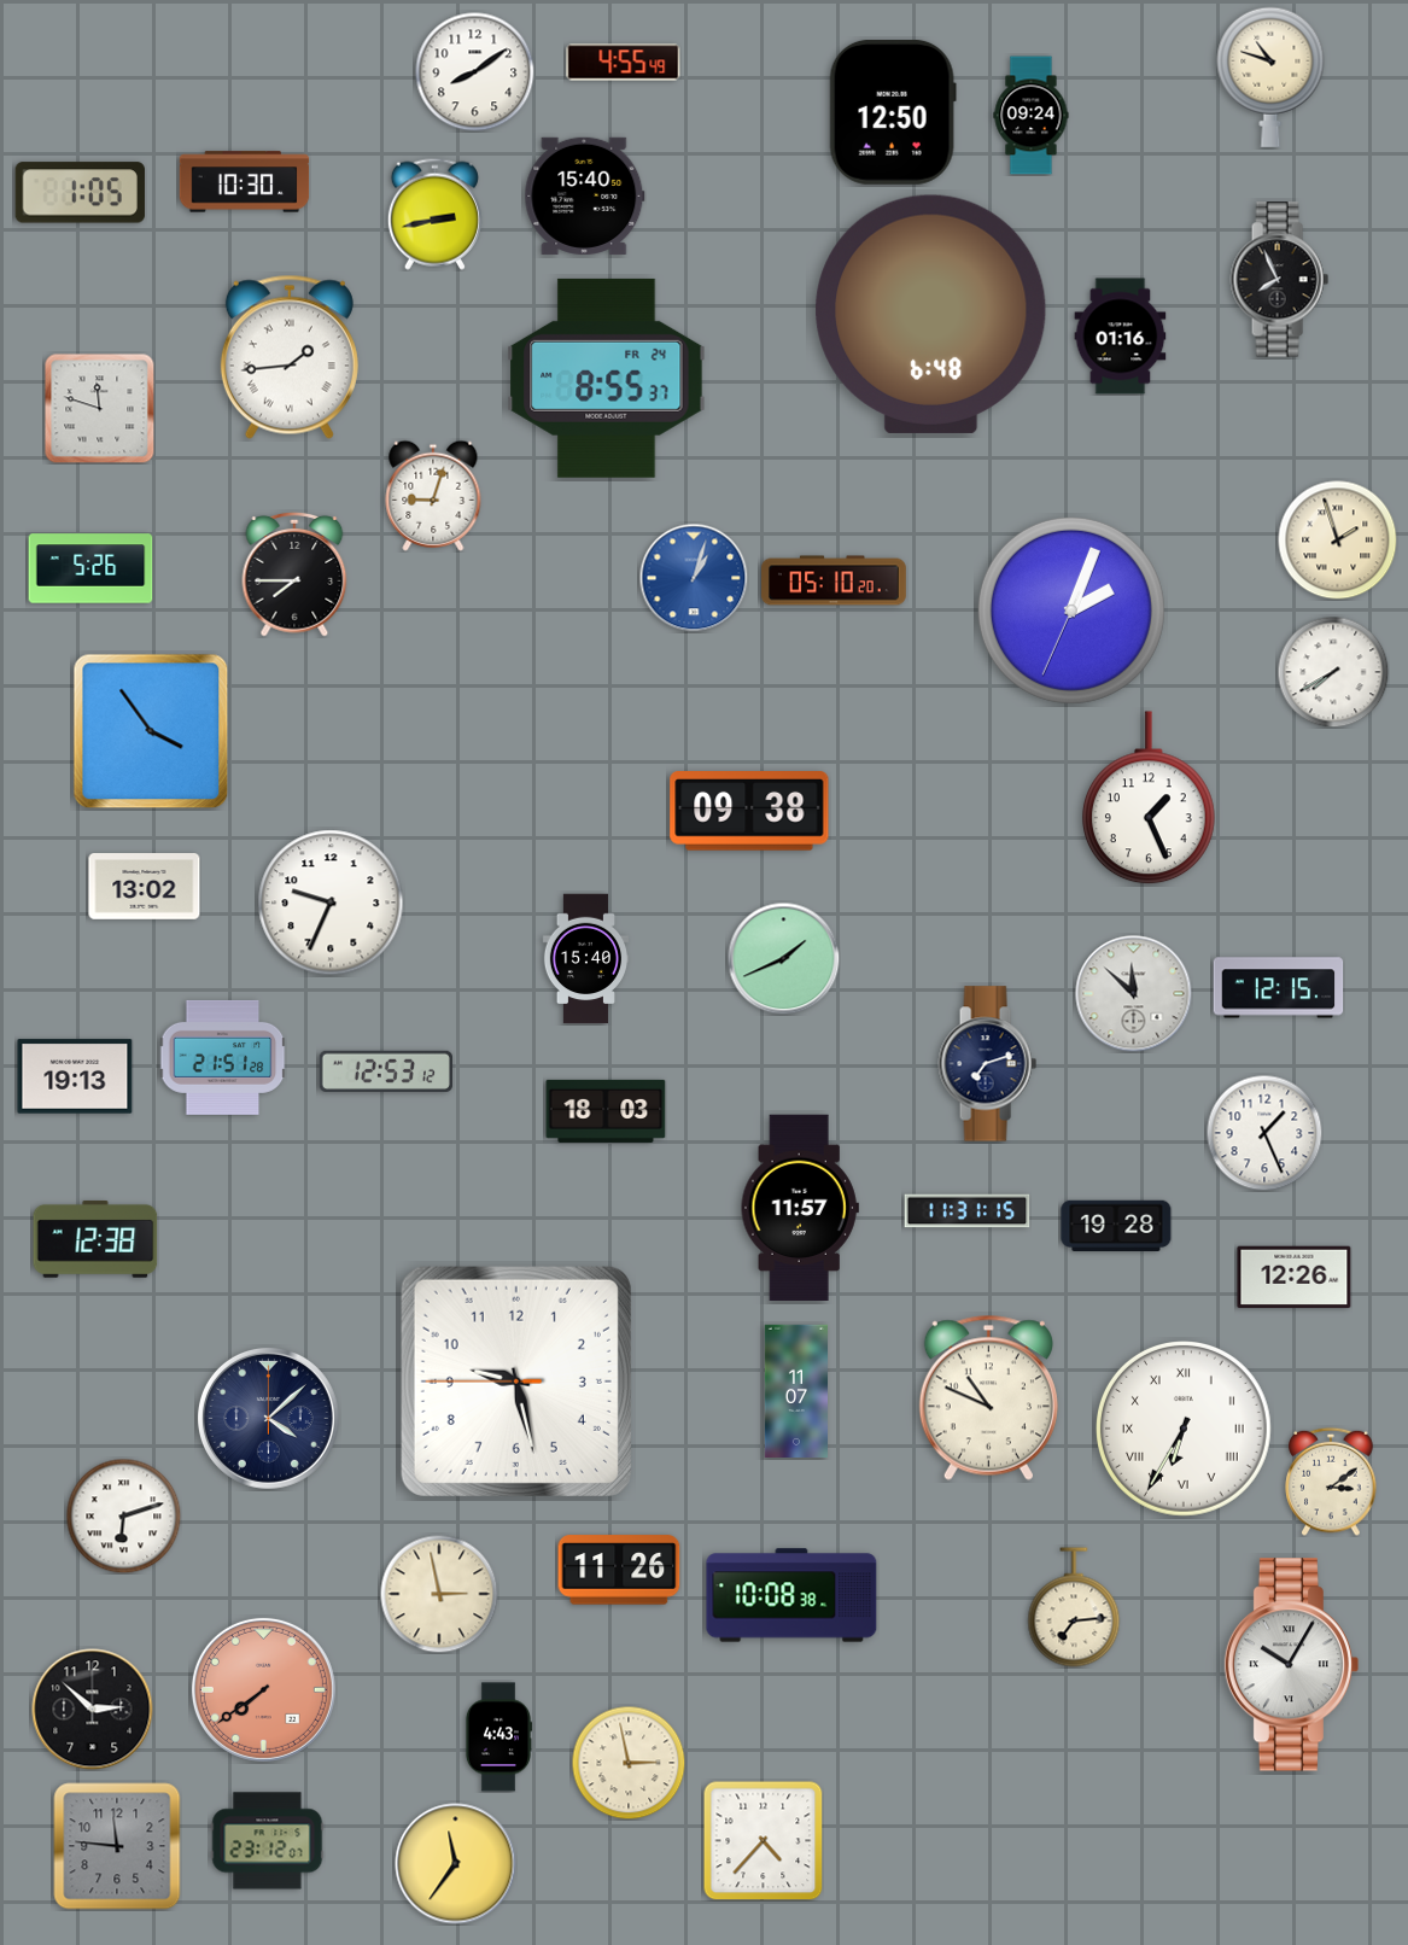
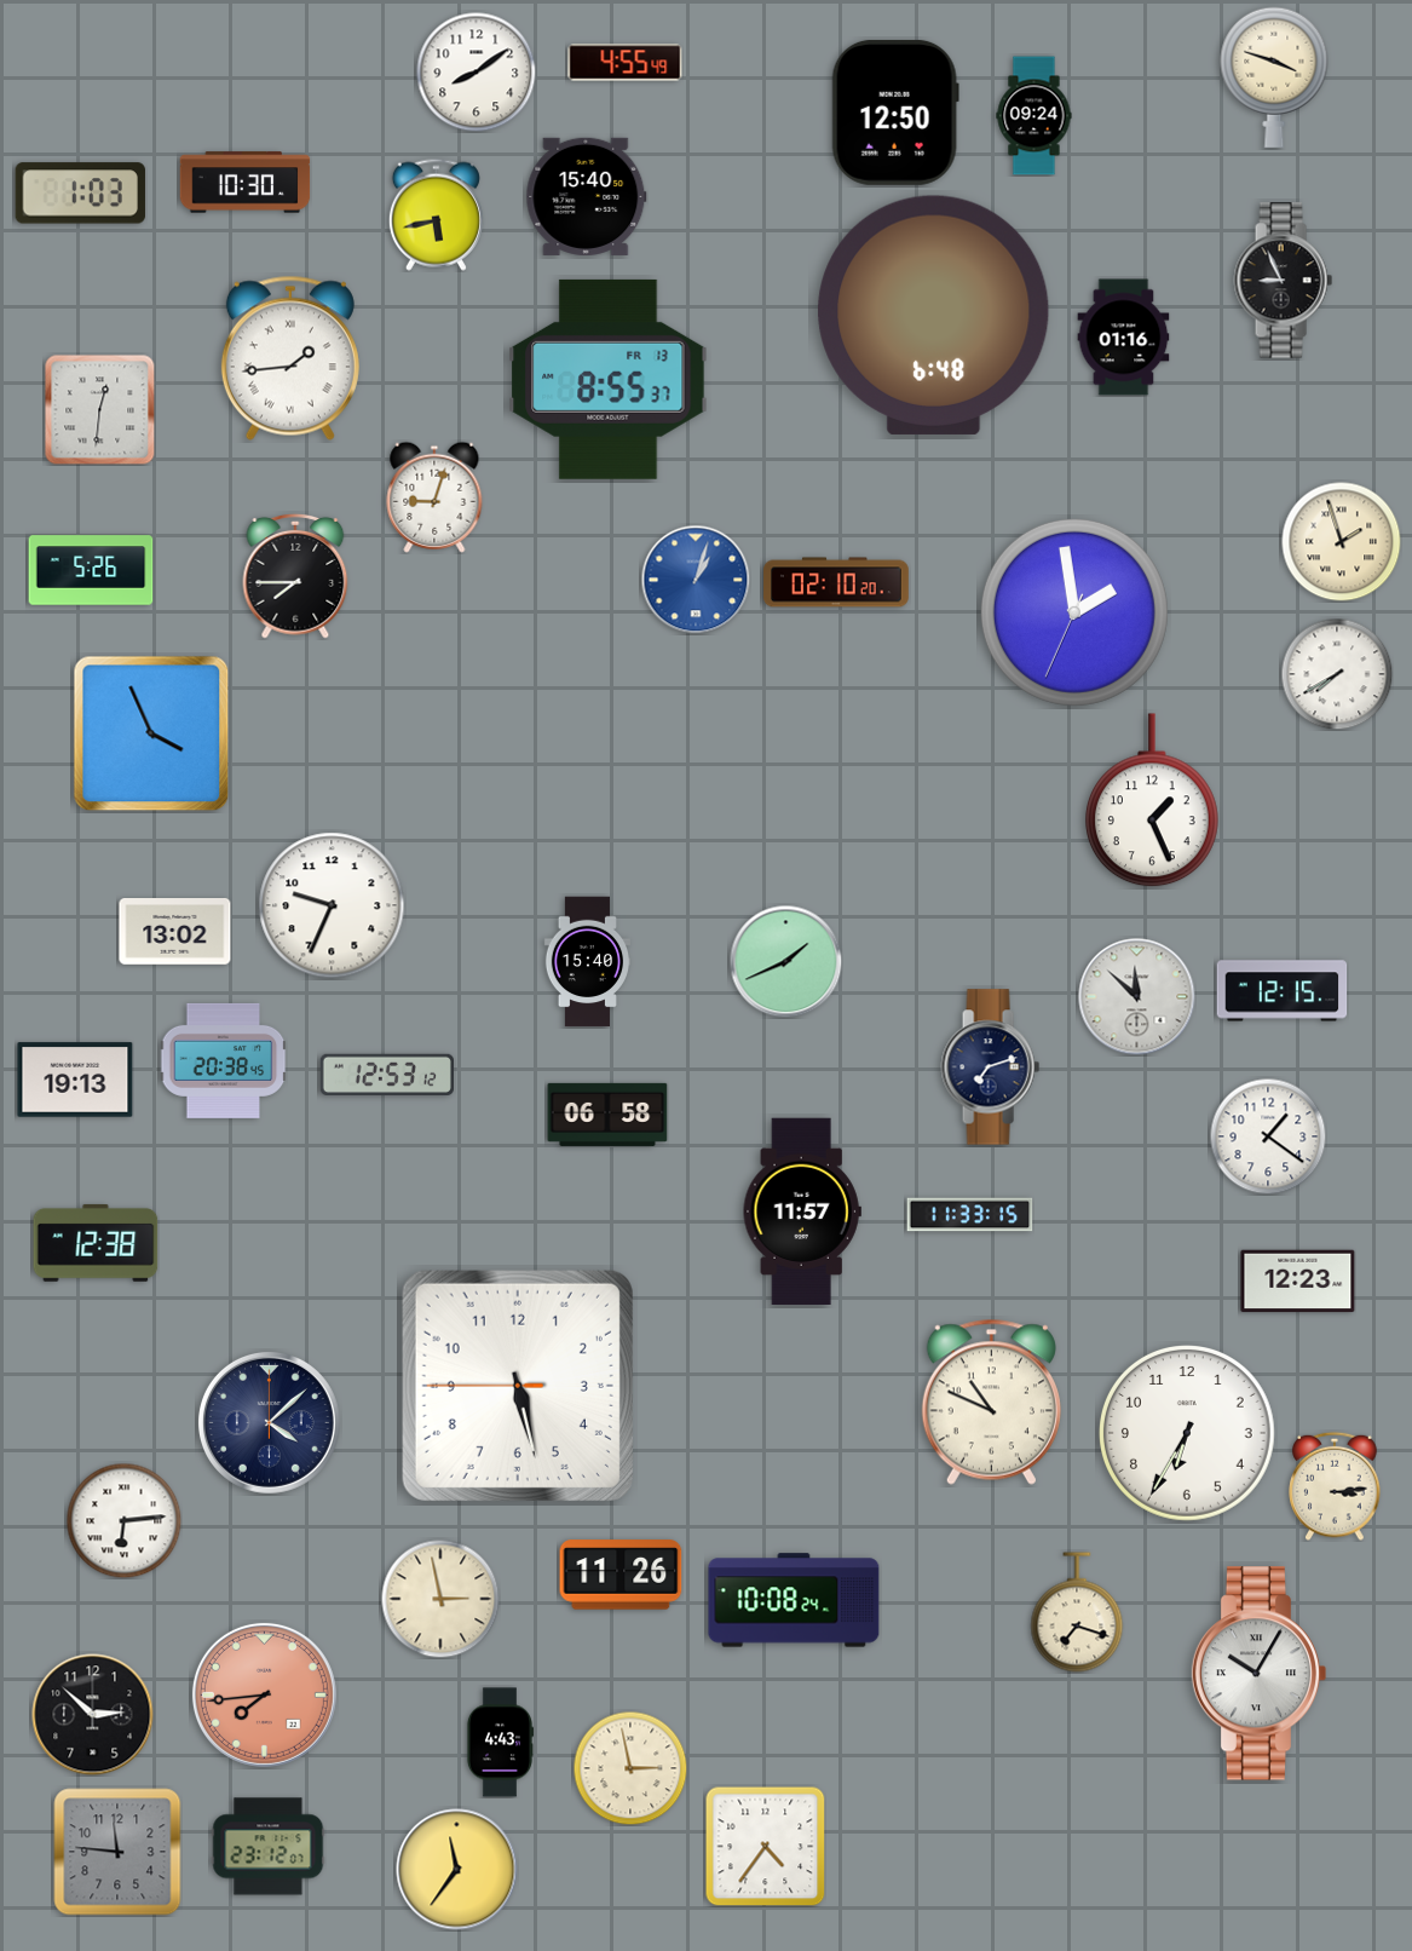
clock at (1270, 77): 10:48 -> 3:48
clock at (80, 193): 1:05 -> 1:03
clock at (434, 214): 2:43 -> 5:43
clock at (1279, 280): 7:56 -> 8:56
clock at (607, 378) date: FR 24 -> FR 13
clock at (99, 408): 11:48 -> 12:31
clock at (834, 580): 05:10 -> 02:10
clock at (1071, 611): 2:03 -> 1:58
clock at (151, 731): 3:54 -> 3:56
clock at (749, 812): 09:38 -> none
clock at (145, 887) position: (145, 887) -> (175, 932)
clock at (222, 1057): 21:51 -> 20:38
clock at (606, 1111): 18:03 -> 06:58
clock at (1264, 1133): 1:26 -> 1:21
clock at (968, 1211): 11:31 -> 11:33
clock at (1116, 1225): 19:28 -> none
clock at (1295, 1278): 12:26 -> 12:23
clock at (516, 1382): 9:27 -> 5:27
clock at (795, 1391): 11:07 -> none
clock at (1185, 1430) numerals: Roman -> Arabic
clock at (1331, 1482): 3:09 -> 3:14
clock at (123, 1515): 6:12 -> 6:14
clock at (791, 1595): 10:08:38 -> 10:08:24
clock at (1074, 1607): 7:14 -> 7:18
clock at (1292, 1665) position: (1292, 1665) -> (1260, 1674)
clock at (263, 1689): 7:39 -> 7:44
clock at (763, 1840): 4:37 -> 4:36
